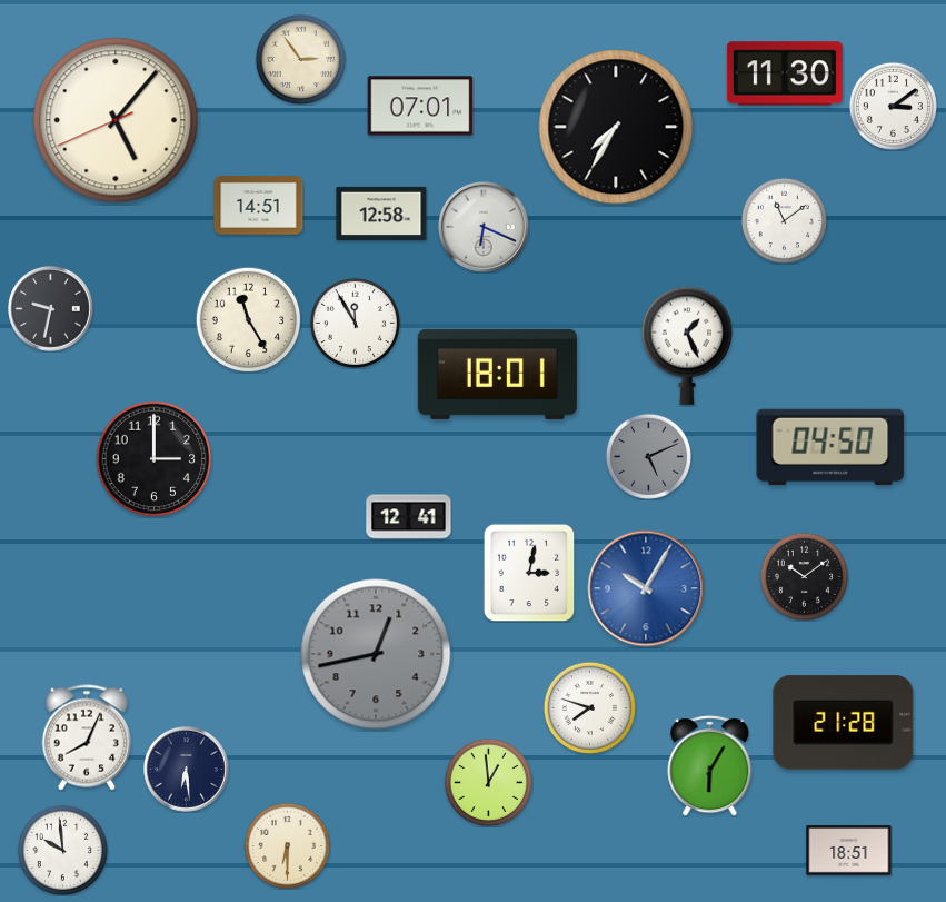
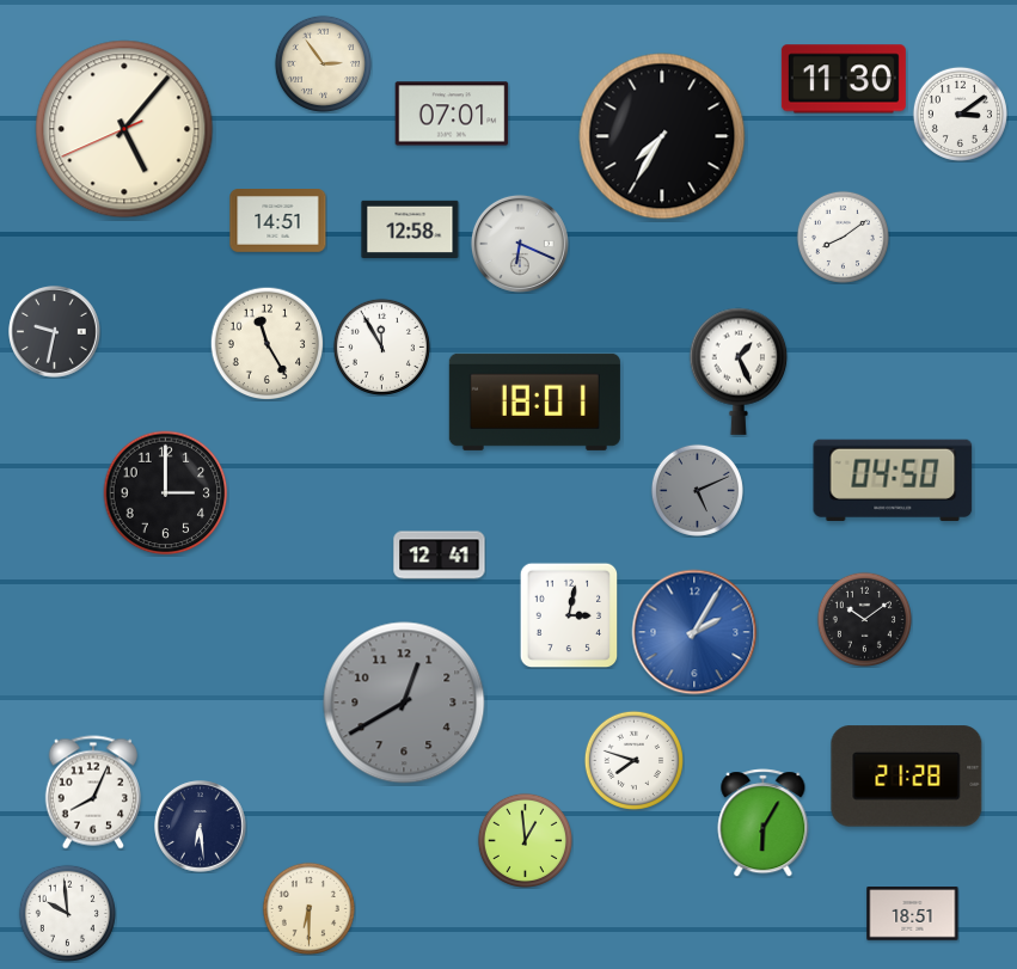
clock at (784, 220): 11:09 -> 8:09
clock at (646, 588): 10:05 -> 2:05
clock at (376, 654): 12:43 -> 12:40
